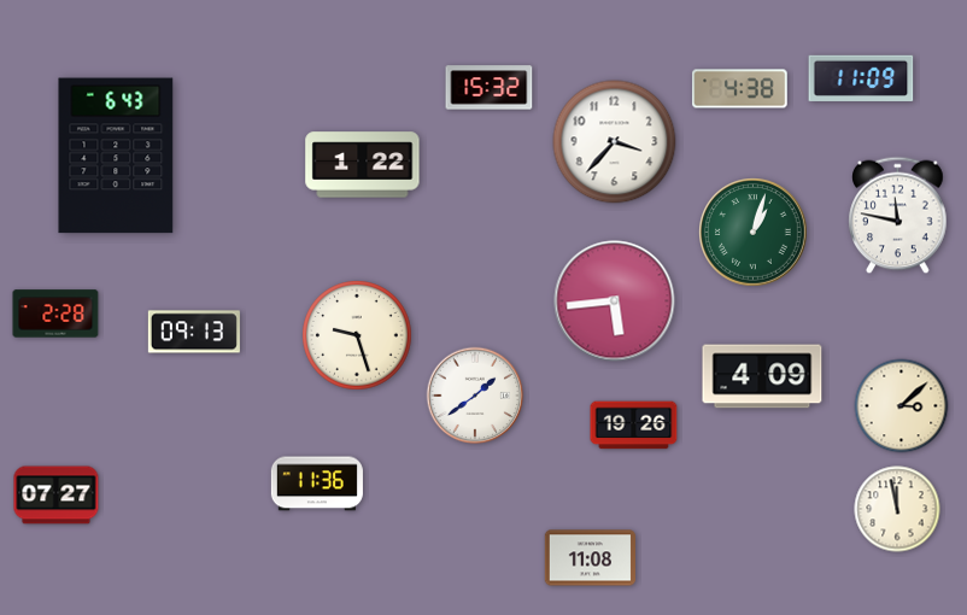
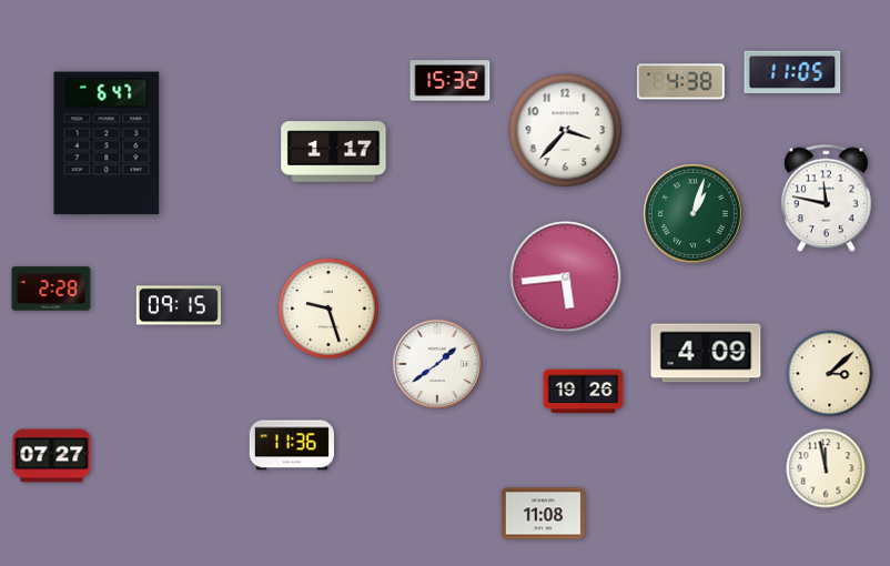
clock at (861, 77): 11:09 -> 11:05
clock at (116, 156): 6:43 -> 6:47
clock at (363, 165): 1:22 -> 1:17
clock at (194, 332): 09:13 -> 09:15
clock at (762, 376) position: (762, 376) -> (706, 353)
